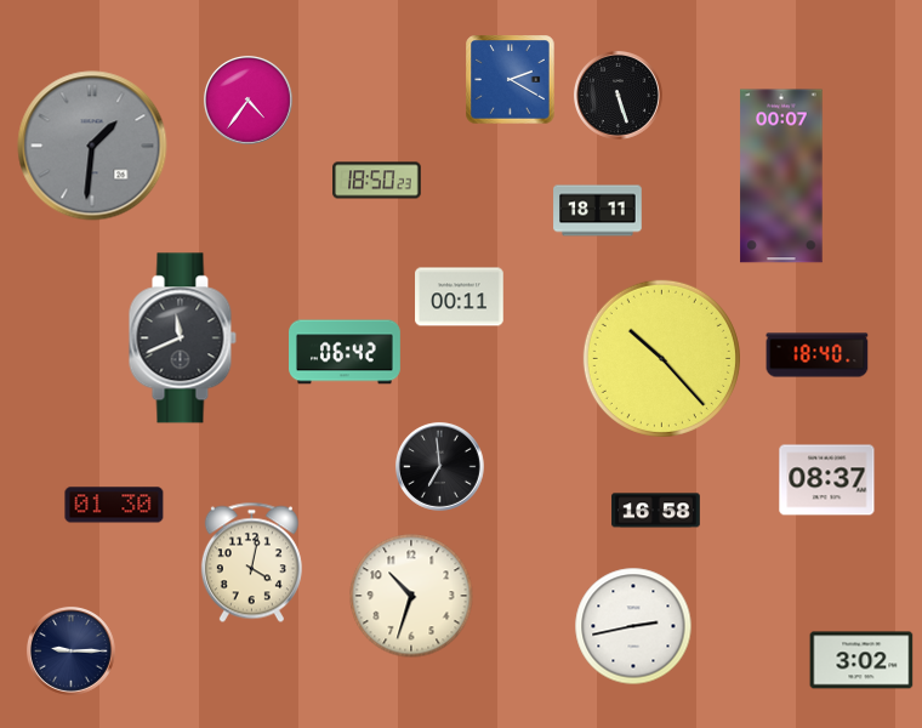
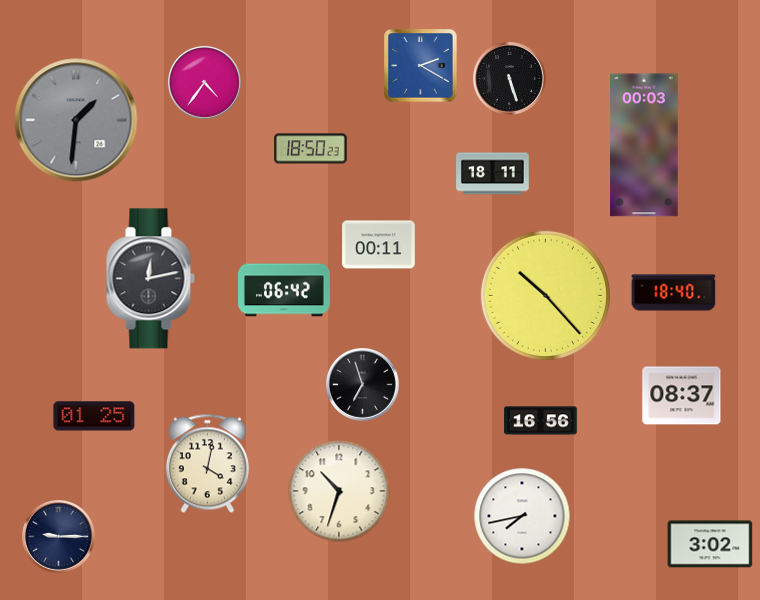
clock at (781, 176): 00:07 -> 00:03
clock at (182, 339): 11:41 -> 12:13
clock at (439, 466): 6:59 -> 6:57
clock at (114, 505): 01:30 -> 01:25
clock at (656, 511): 16:58 -> 16:56
clock at (633, 626): 2:43 -> 7:43
